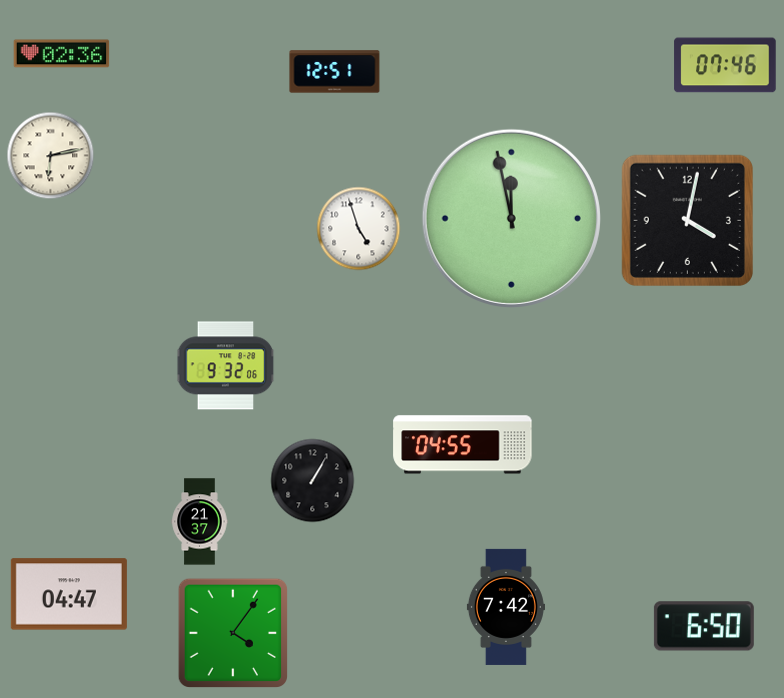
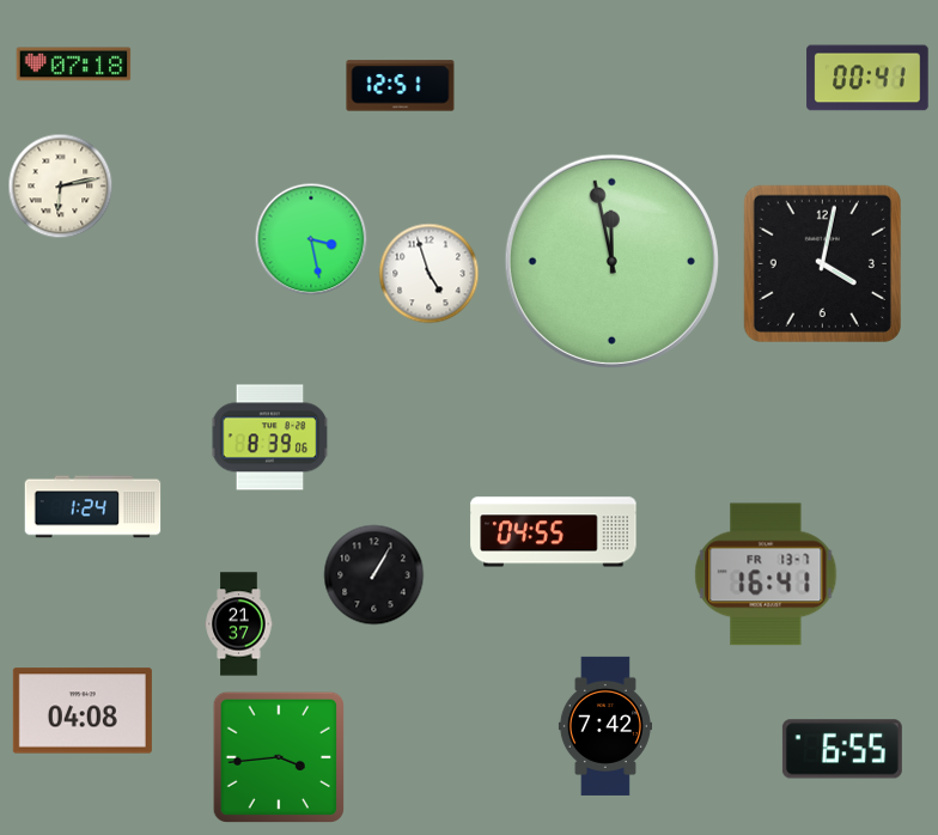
clock at (62, 54): 02:36 -> 07:18
clock at (725, 65): 07:46 -> 00:41
clock at (311, 239): none -> 3:28
clock at (226, 366): 9:32 -> 8:39
clock at (93, 507): none -> 1:24
clock at (766, 574): none -> 16:41
clock at (69, 594): 04:47 -> 04:08
clock at (704, 626): 6:50 -> 6:55
clock at (233, 633): 4:06 -> 3:44
